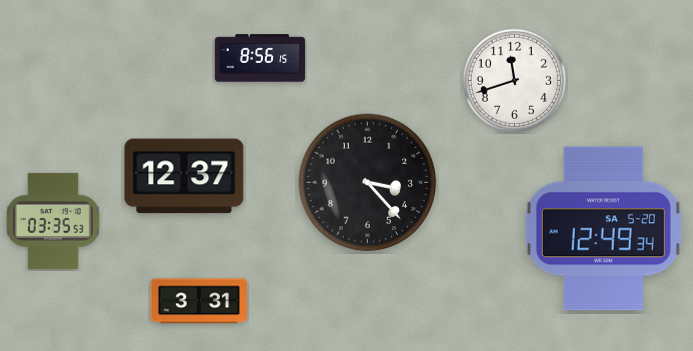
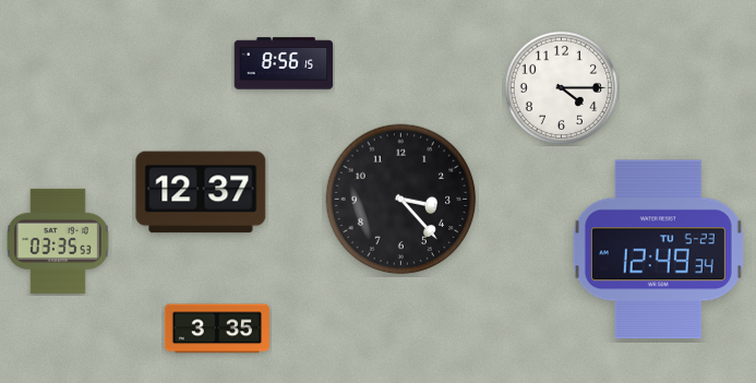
clock at (514, 80): 11:42 -> 4:15
clock at (603, 229) date: SA 5-20 -> TU 5-23
clock at (199, 301): 3:31 -> 3:35
